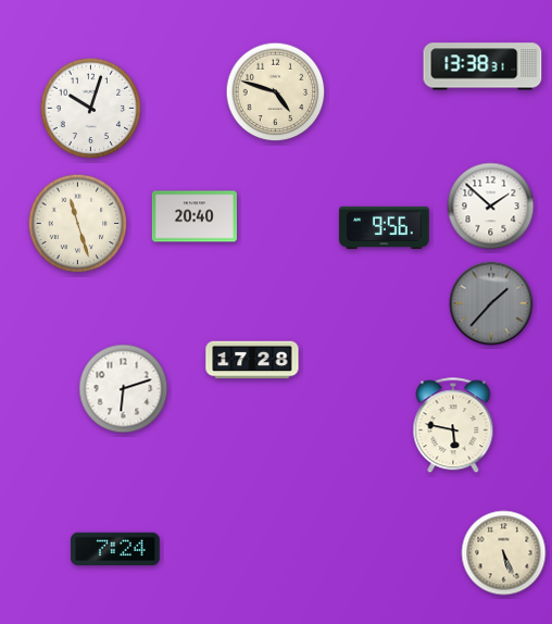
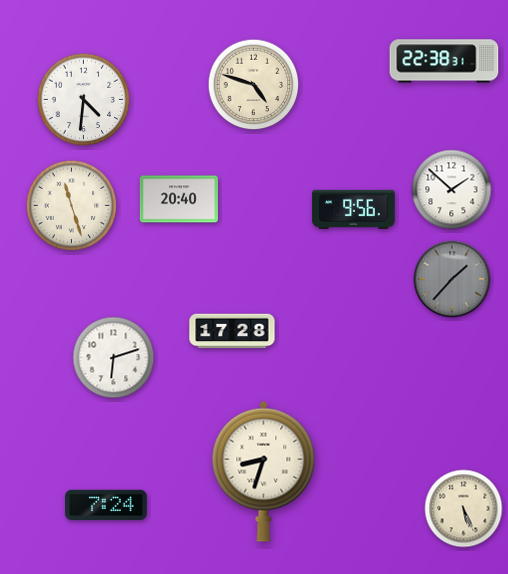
clock at (482, 66): 13:38 -> 22:38
clock at (91, 109): 10:03 -> 4:31
clock at (453, 426): 5:47 -> none
clock at (264, 471): none -> 8:33
